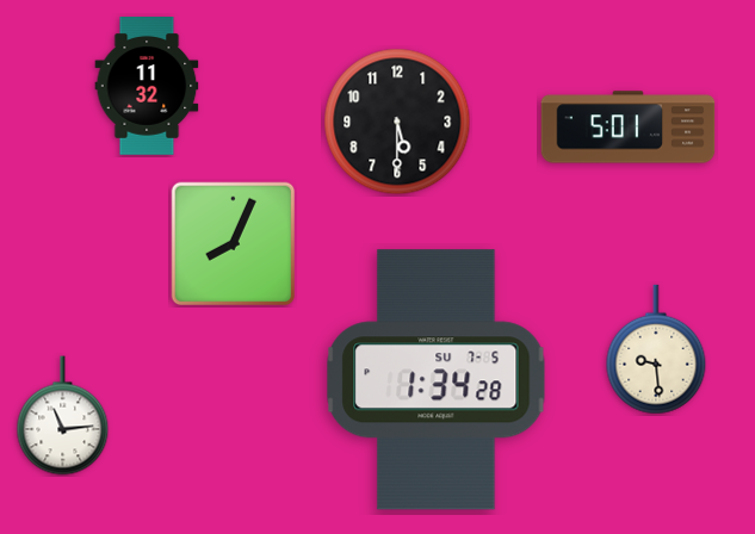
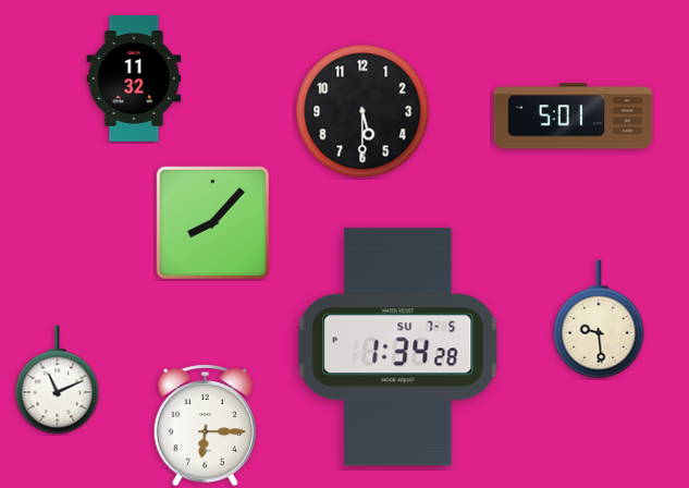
clock at (234, 244): 8:04 -> 8:07
clock at (63, 416): 11:14 -> 11:11
clock at (205, 425): none -> 6:15
